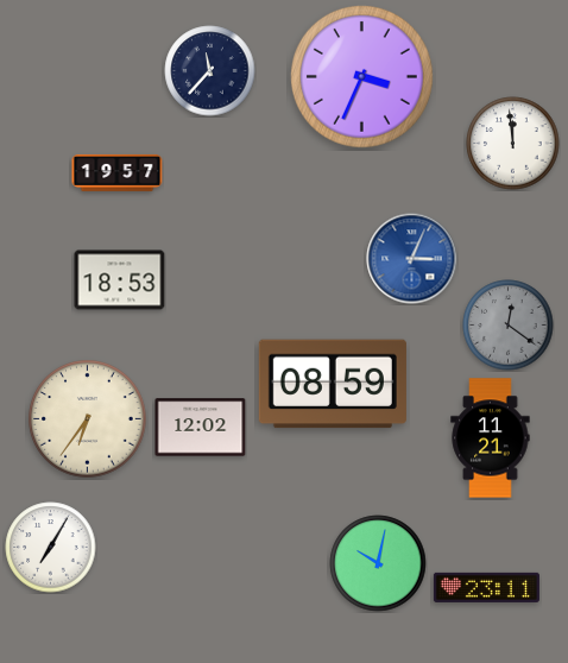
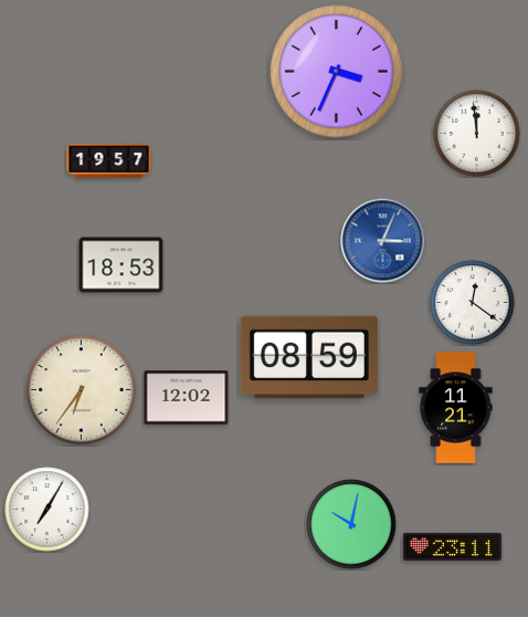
clock at (210, 71): 11:37 -> none
clock at (120, 280) position: (120, 280) -> (122, 265)
clock at (509, 326) dial: grey -> white
